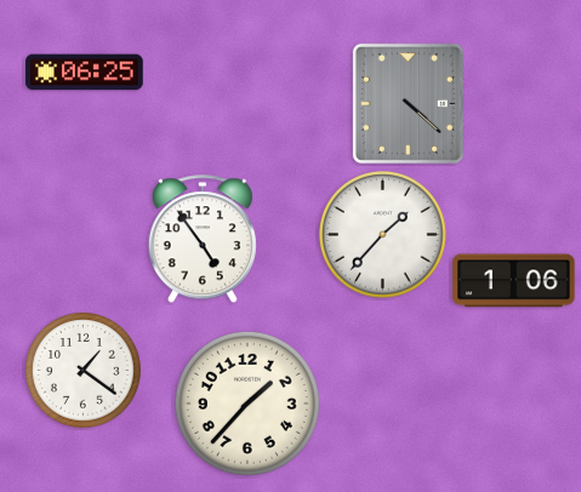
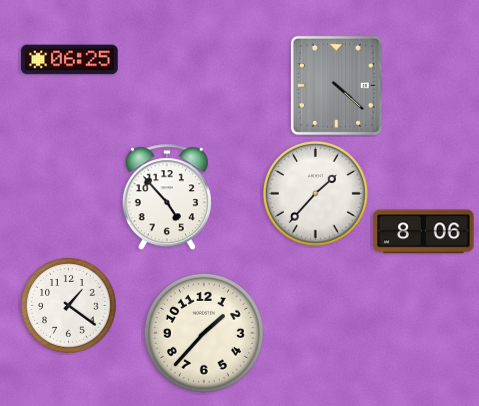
clock at (203, 240): 4:54 -> 4:53
clock at (514, 281): 1:06 -> 8:06
